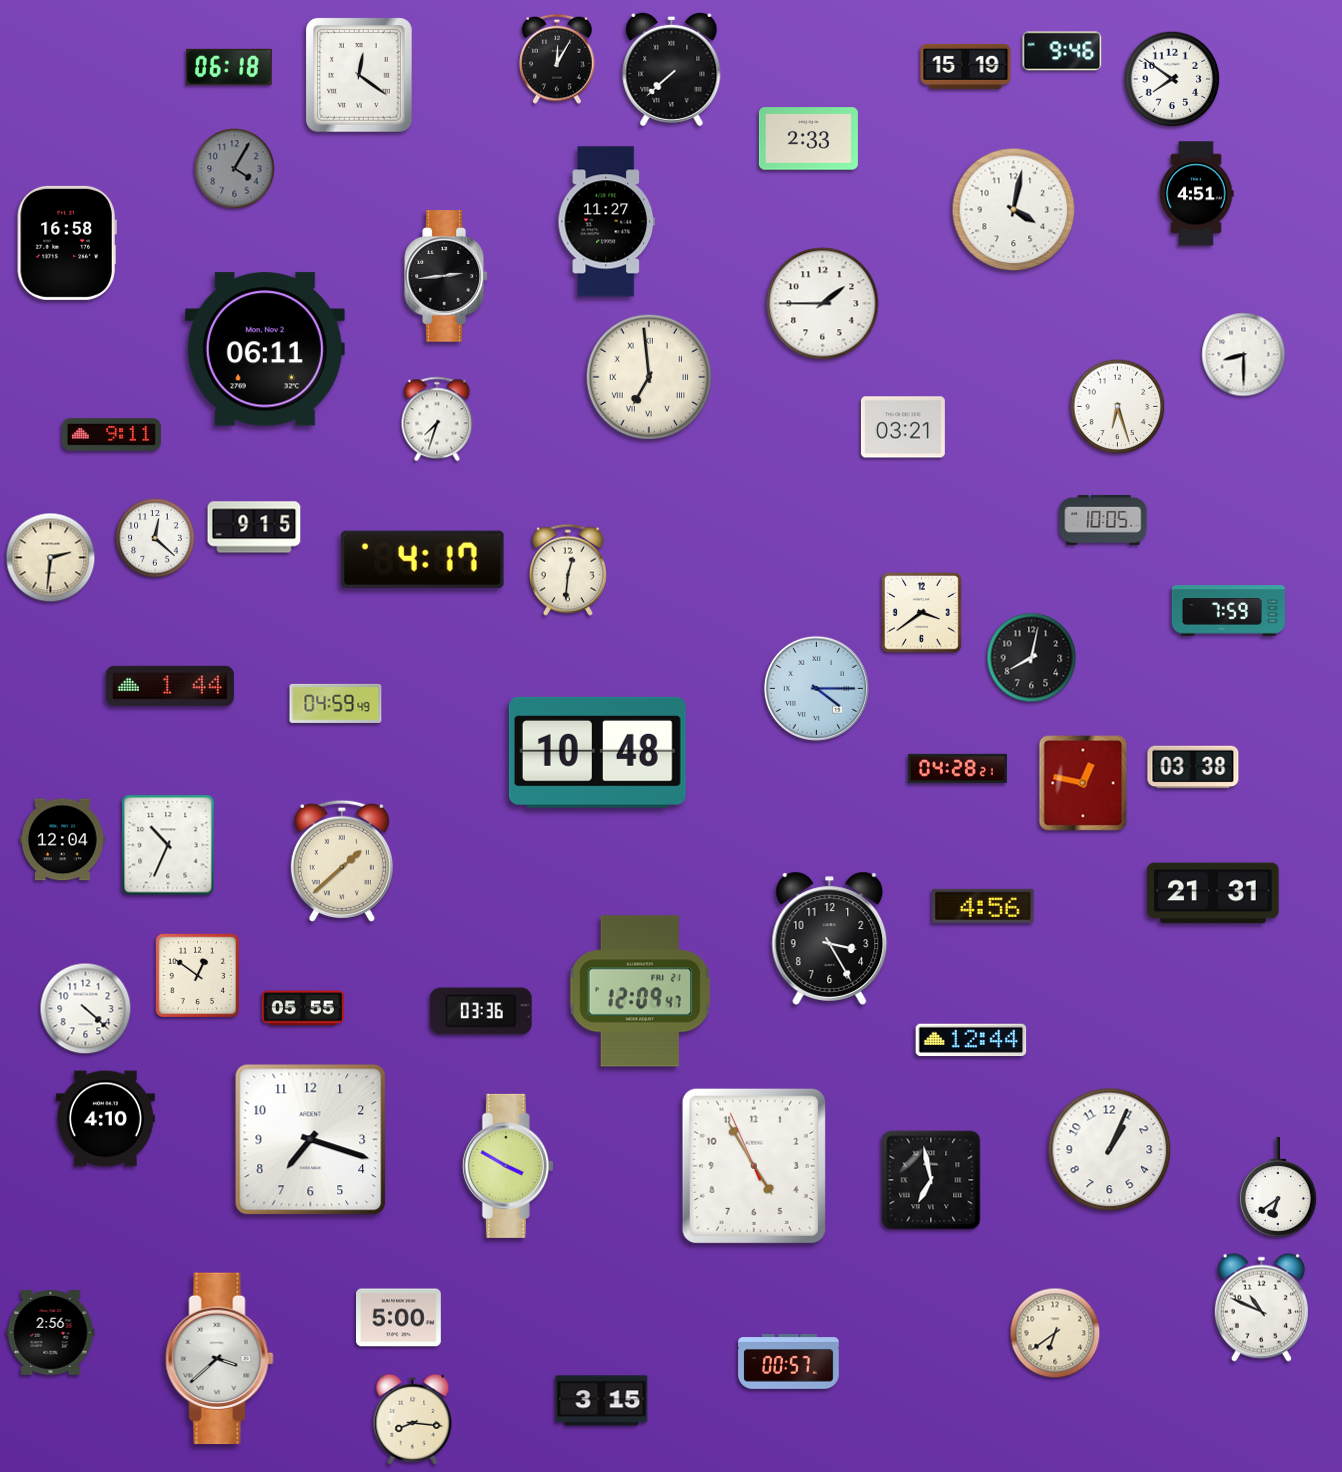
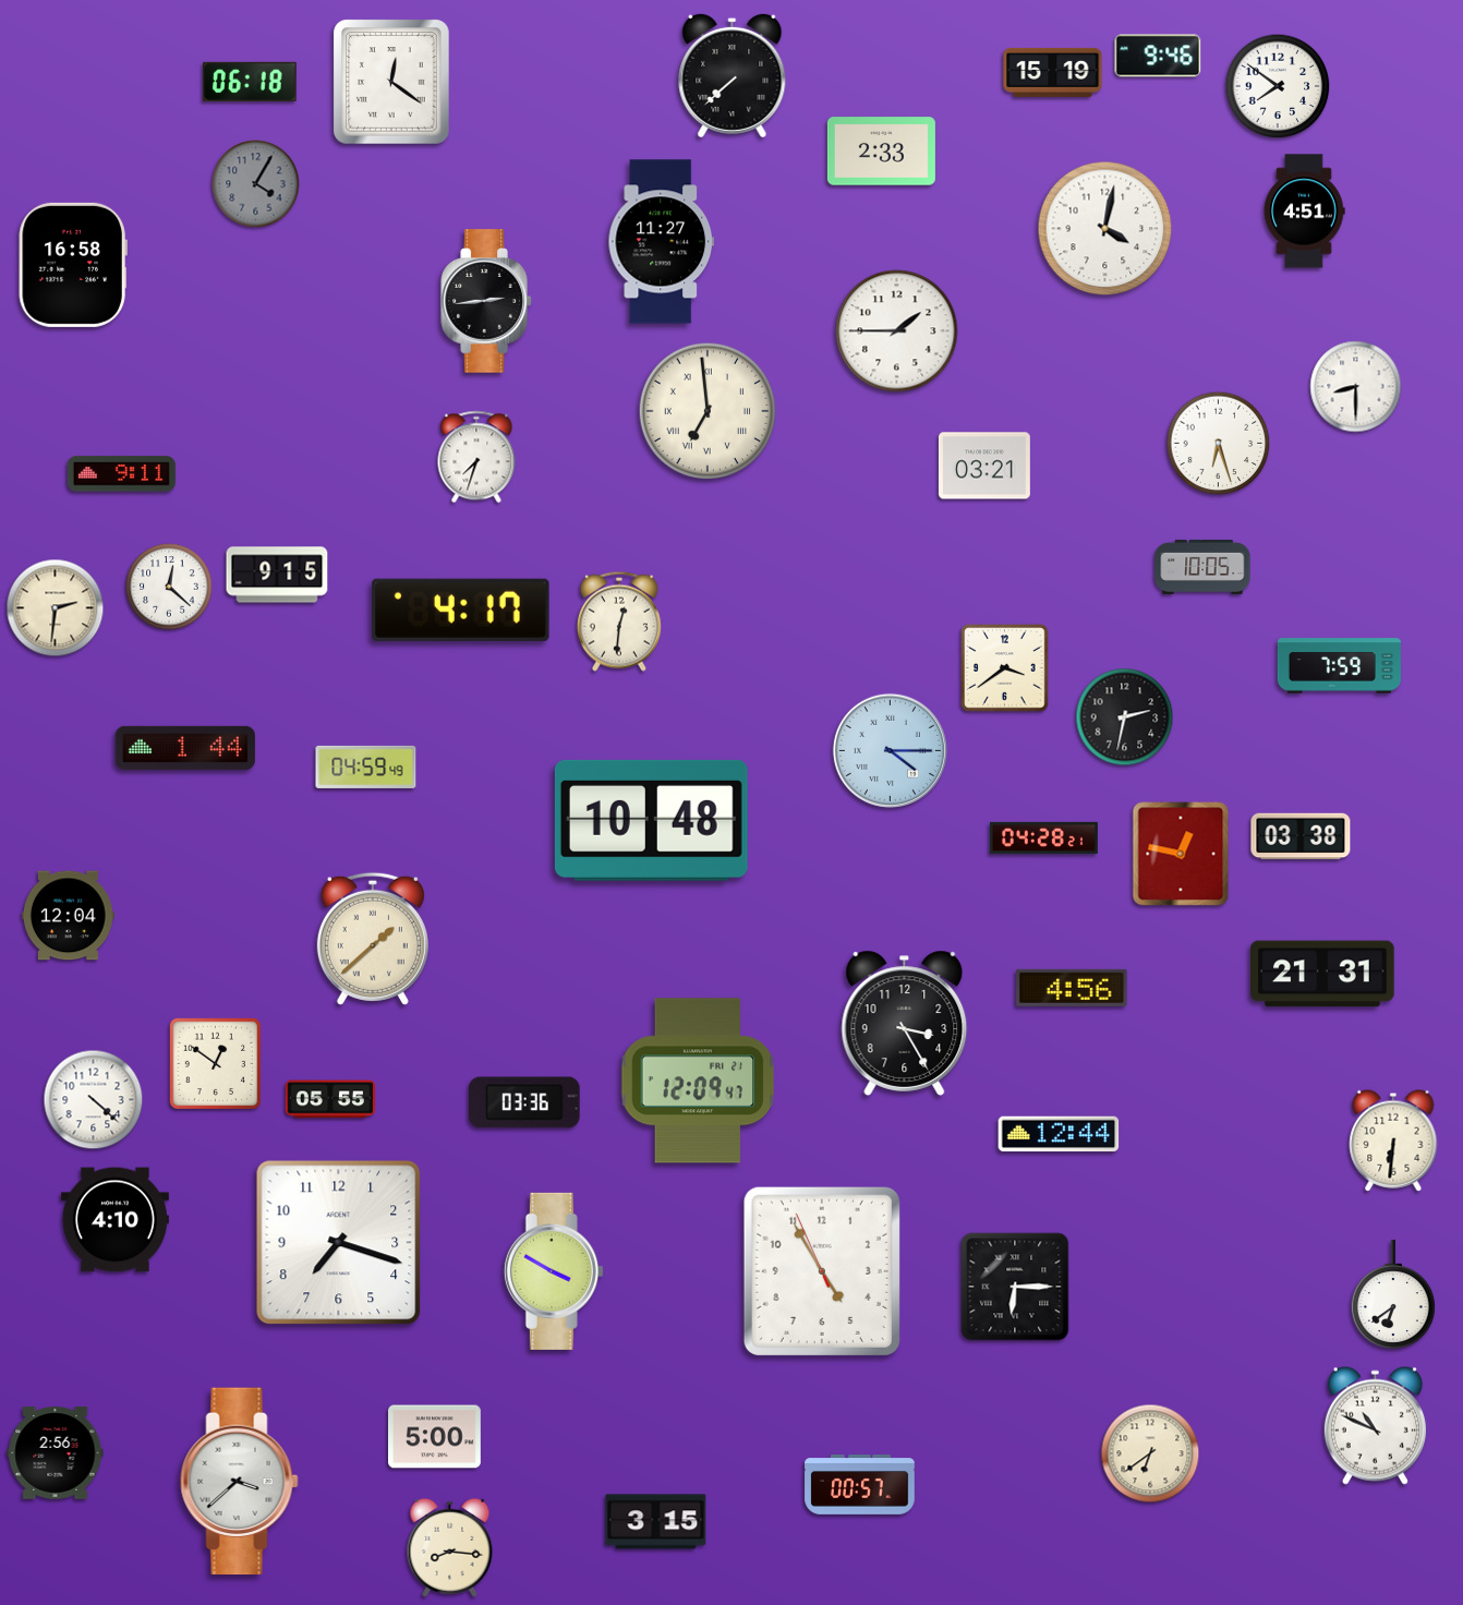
clock at (558, 59): 12:05 -> none
clock at (229, 67) position: (229, 67) -> (250, 82)
clock at (265, 349): 06:11 -> none
clock at (1032, 658): 8:02 -> 2:32
clock at (168, 845): 10:34 -> none
clock at (1393, 1141): none -> 6:31
clock at (1110, 1150): 1:04 -> none
clock at (931, 1180): 6:58 -> 6:15
clock at (602, 1401) position: (602, 1401) -> (656, 1522)
